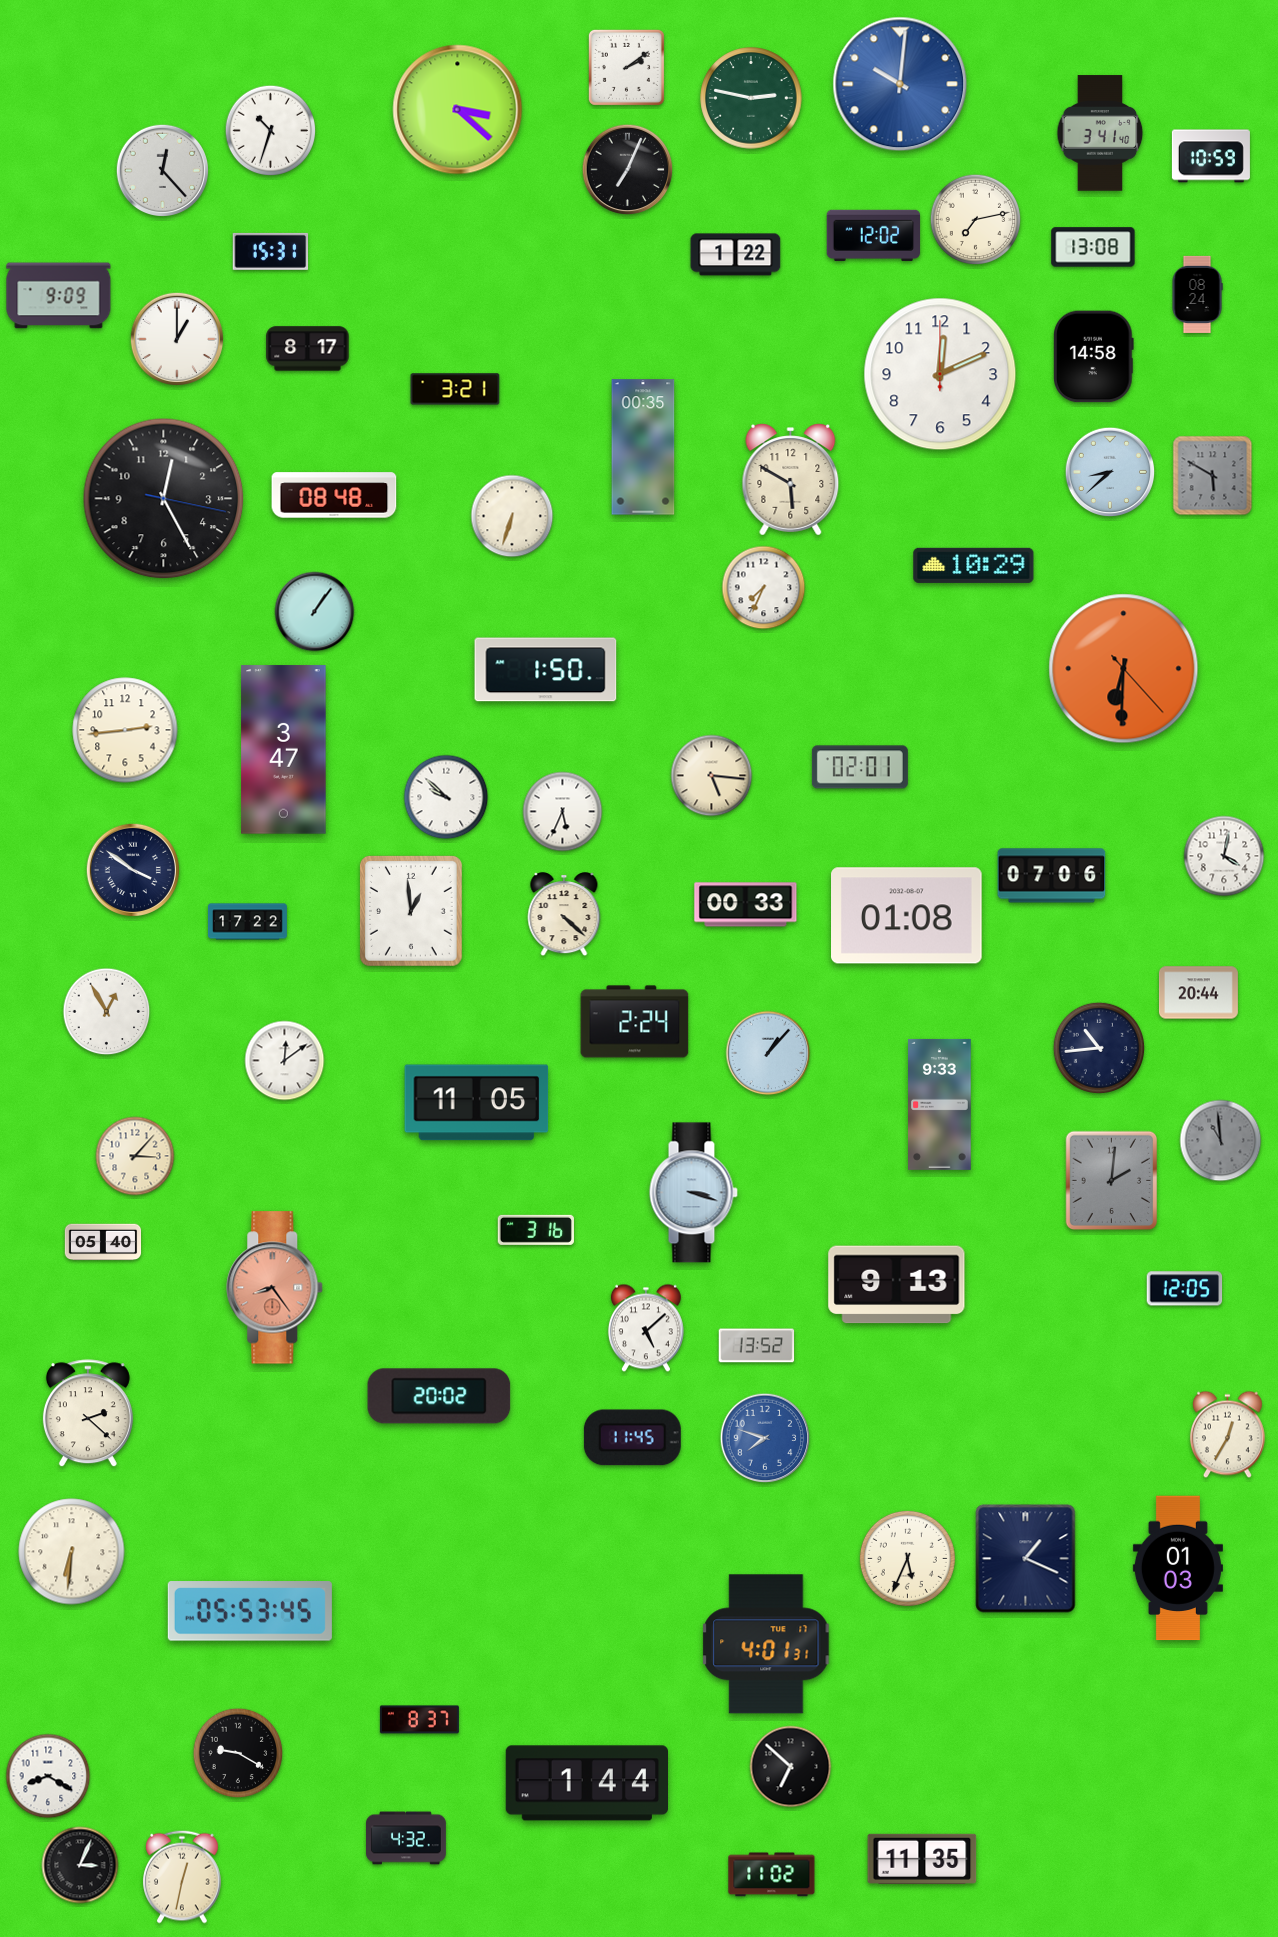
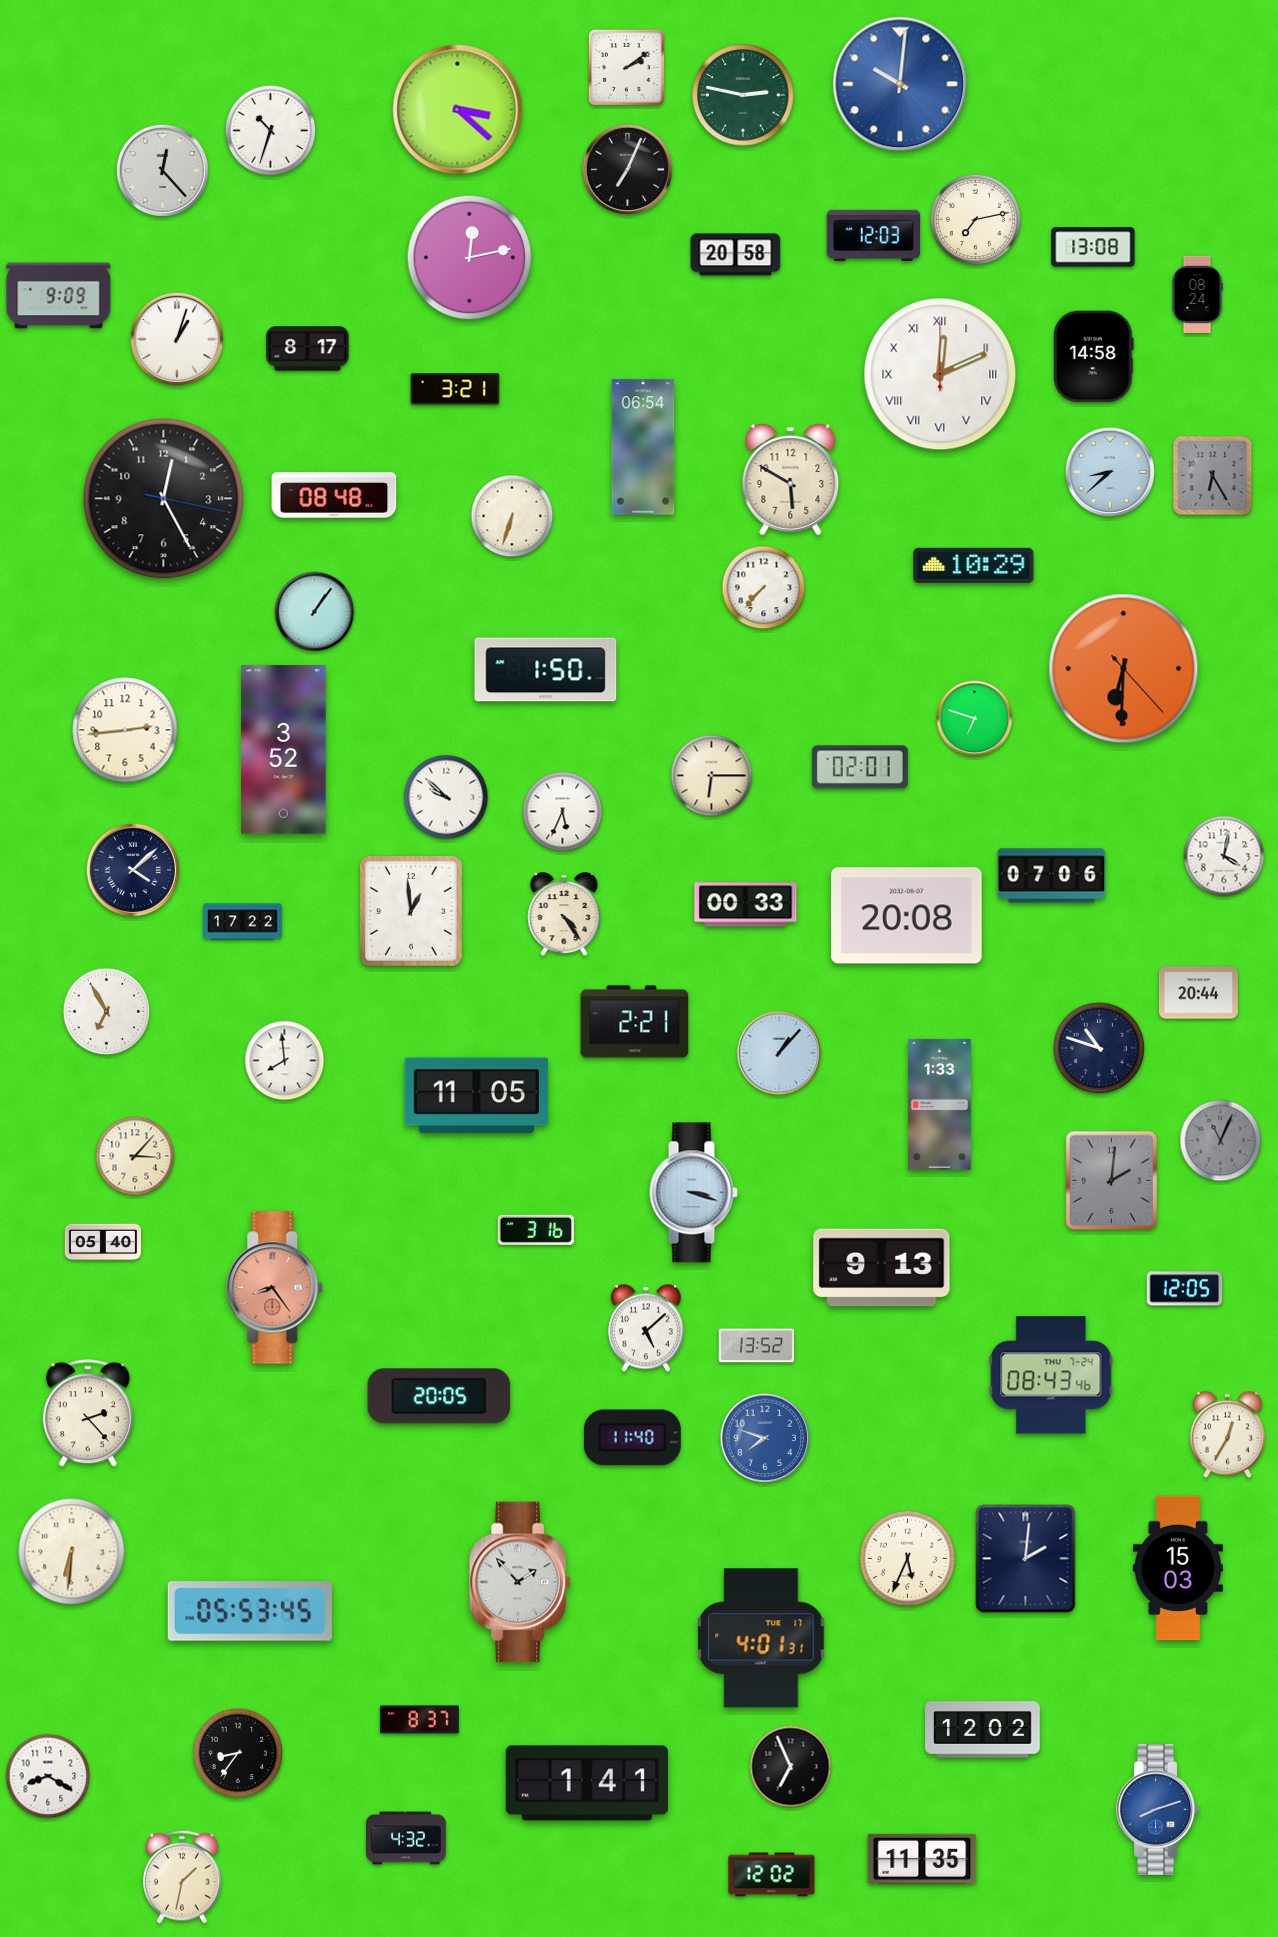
clock at (751, 98) position: (751, 98) -> (743, 95)
clock at (1100, 133): 3:41 -> none
clock at (1211, 156): 10:59 -> none
clock at (874, 235): 12:02 -> 12:03
clock at (271, 251): 15:31 -> none
clock at (736, 255): 1:22 -> 20:58
clock at (470, 258): none -> 12:13
clock at (176, 338): 1:00 -> 1:03
clock at (940, 374) numerals: Arabic -> Roman
clock at (643, 447): 00:35 -> 06:54
clock at (1213, 476): 5:50 -> 6:25
clock at (764, 588): 7:34 -> 7:37
clock at (975, 719): none -> 6:48
clock at (284, 750): 3:47 -> 3:52
clock at (712, 776): 5:16 -> 6:15
clock at (132, 869): 3:51 -> 4:08
clock at (564, 915): 4:22 -> 4:24
clock at (907, 916): 01:08 -> 20:08
clock at (247, 922) position: (247, 922) -> (242, 922)
clock at (107, 1012): 12:55 -> 6:55
clock at (635, 1022): 2:24 -> 2:21
clock at (1098, 1047): 10:44 -> 10:48
clock at (768, 1053) position: (768, 1053) -> (779, 1053)
clock at (285, 1061): 12:09 -> 7:59
clock at (477, 1103) position: (477, 1103) -> (477, 1096)
clock at (940, 1104): 9:33 -> 1:33
clock at (1221, 1141): 10:59 -> 11:04
clock at (897, 1285) position: (897, 1285) -> (882, 1268)
clock at (1051, 1375): none -> 08:43
clock at (439, 1396): 20:02 -> 20:05
clock at (88, 1414): 2:22 -> 2:23
clock at (632, 1438): 11:45 -> 11:40
clock at (1026, 1559): 1:19 -> 2:01
clock at (1178, 1568): 01:03 -> 15:03
clock at (520, 1582): none -> 1:53
clock at (766, 1644) position: (766, 1644) -> (761, 1638)
clock at (983, 1730): none -> 12:02
clock at (238, 1753): 9:20 -> 8:36
clock at (791, 1767): 6:52 -> 6:56
clock at (586, 1783): 1:44 -> 1:41
clock at (1158, 1809): none -> 8:12
clock at (80, 1865): 3:04 -> none
clock at (772, 1875): 11:02 -> 12:02
clock at (183, 1877): 12:32 -> 1:32
